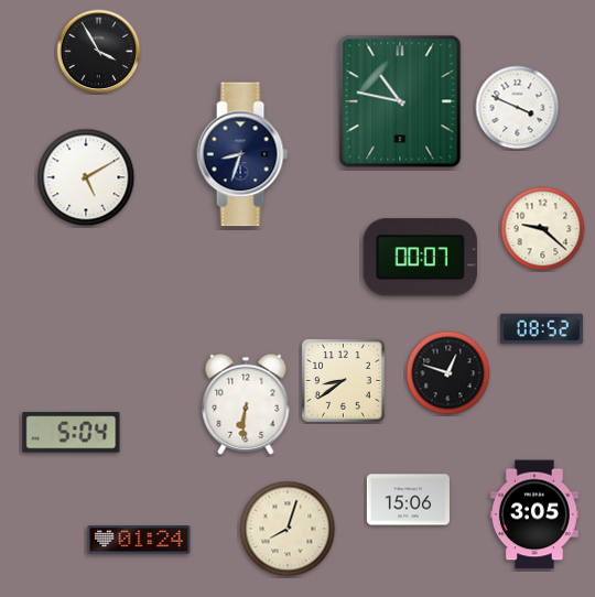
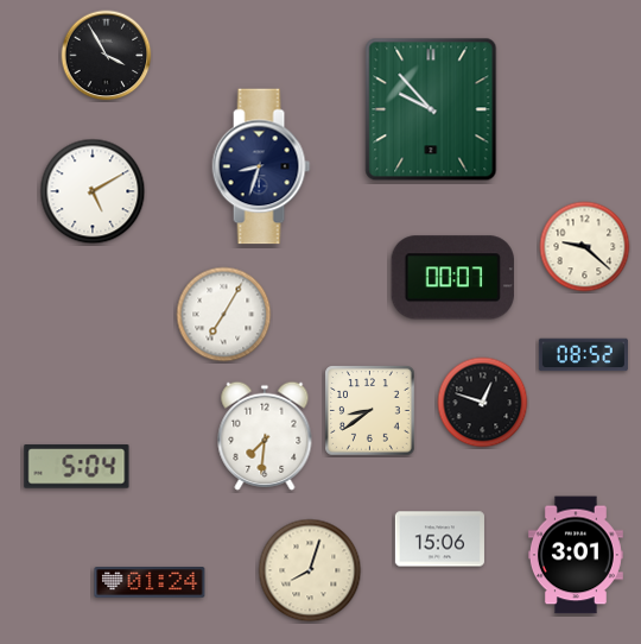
clock at (400, 101): 10:47 -> 9:53
clock at (518, 108): 3:49 -> none
clock at (224, 315): none -> 7:05
clock at (246, 404): 6:31 -> 7:31
clock at (534, 514): 3:05 -> 3:01
